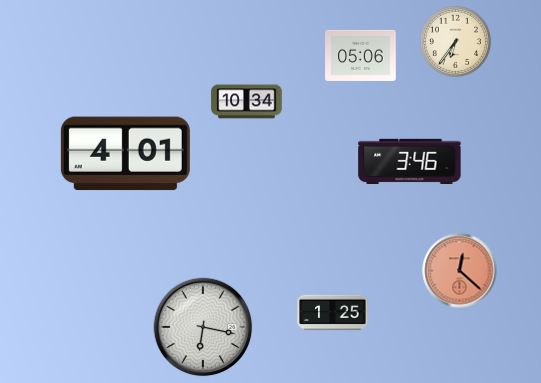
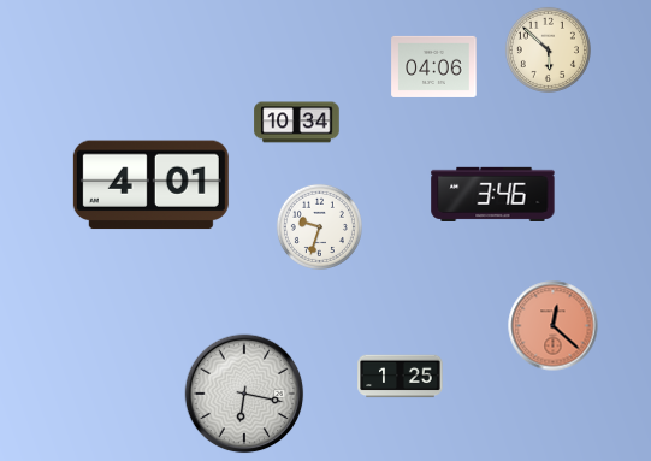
clock at (455, 41): 6:36 -> 5:52
clock at (361, 55): 05:06 -> 04:06
clock at (319, 226): none -> 9:33
